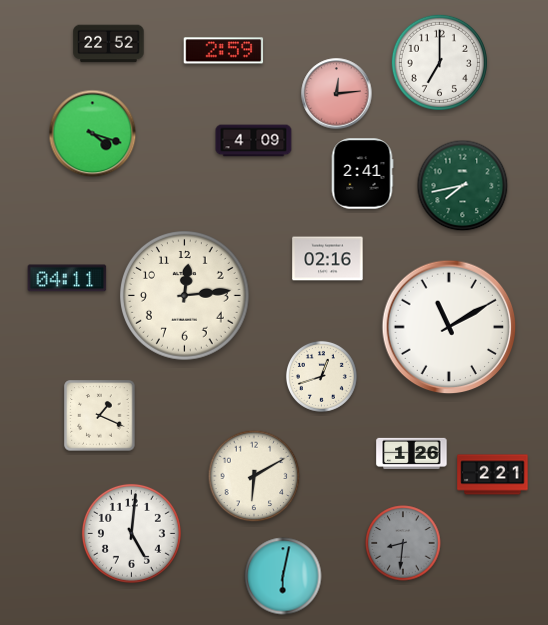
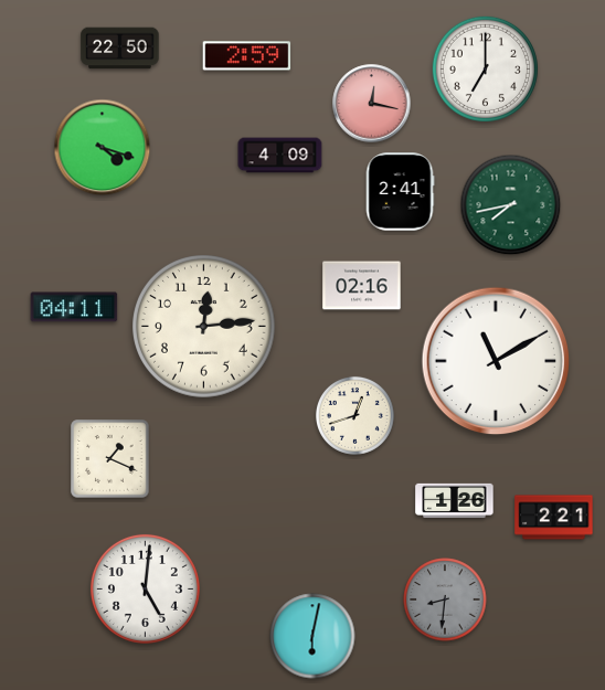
clock at (109, 44): 22:52 -> 22:50
clock at (337, 94): 12:14 -> 12:17
clock at (493, 475) position: (493, 475) -> (554, 518)
clock at (254, 476): 6:10 -> none
